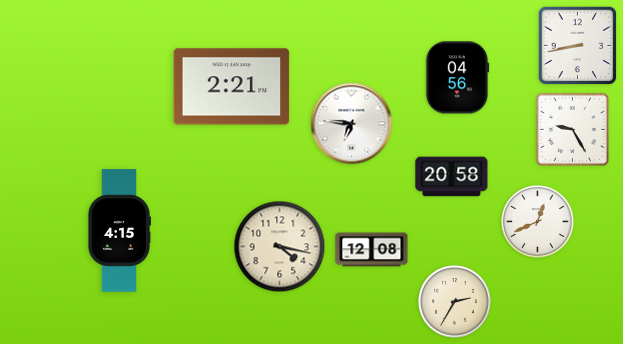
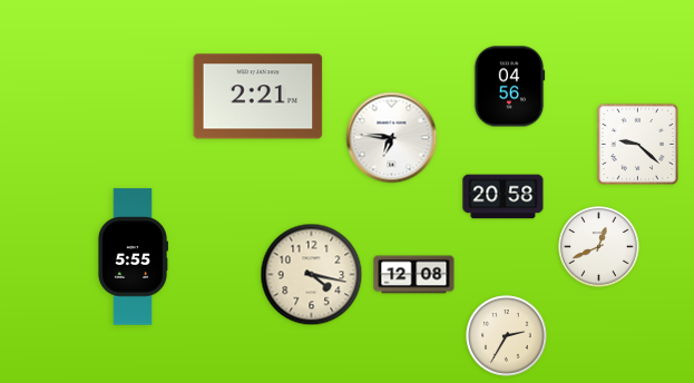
clock at (578, 46): 8:43 -> none
clock at (572, 129): 9:25 -> 9:22
clock at (118, 231): 4:15 -> 5:55
clock at (372, 250) position: (372, 250) -> (414, 275)
